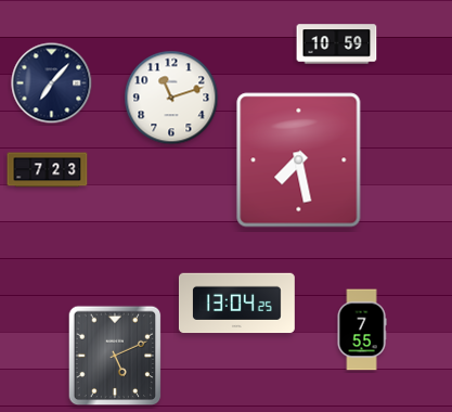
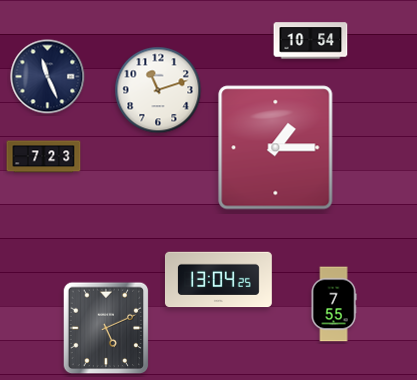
clock at (337, 44): 10:59 -> 10:54
clock at (52, 83): 7:07 -> 11:26
clock at (299, 160): 7:28 -> 1:15
